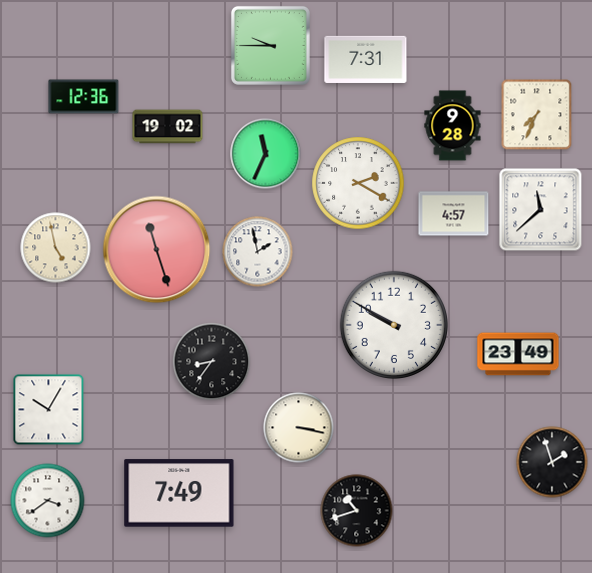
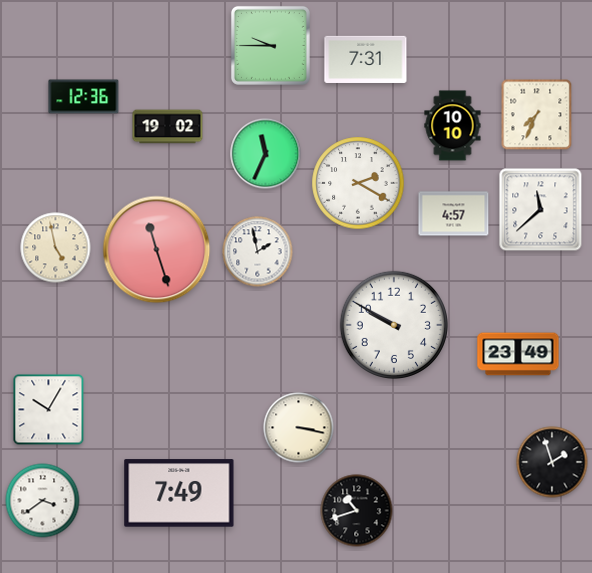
clock at (453, 126): 9:28 -> 10:10
clock at (212, 362): 8:36 -> none
clock at (48, 501) position: (48, 501) -> (43, 501)
